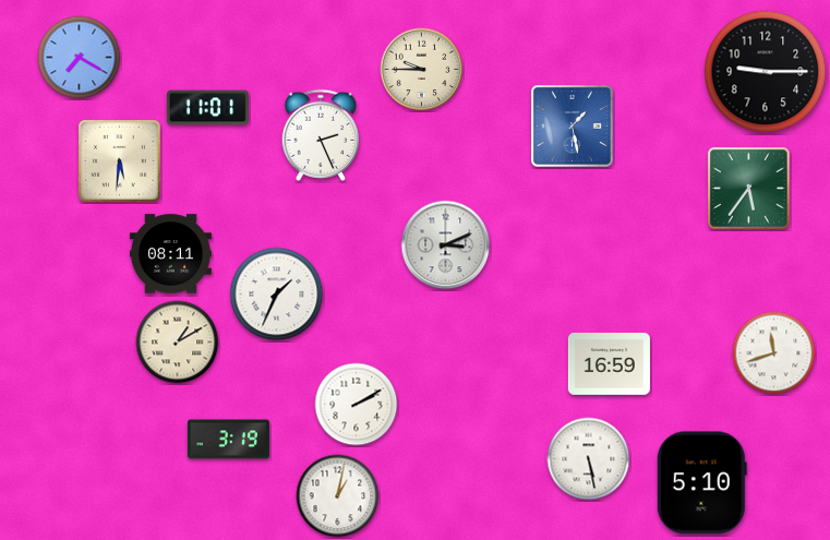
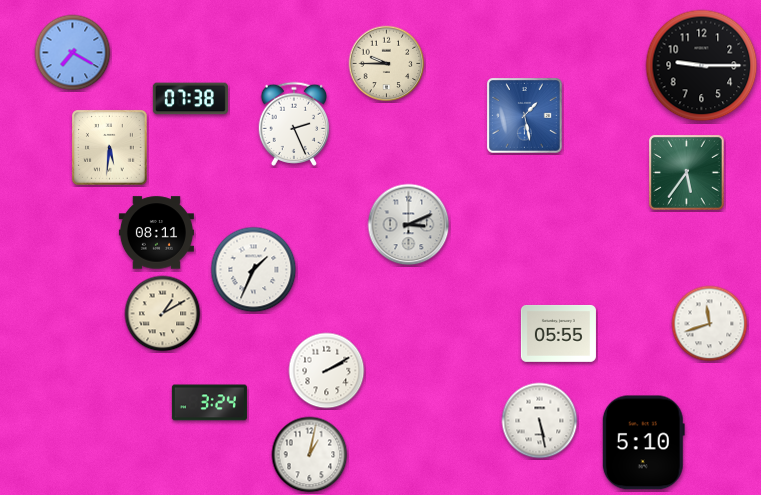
clock at (207, 108): 11:01 -> 07:38
clock at (609, 363): 16:59 -> 05:55
clock at (228, 440): 3:19 -> 3:24
